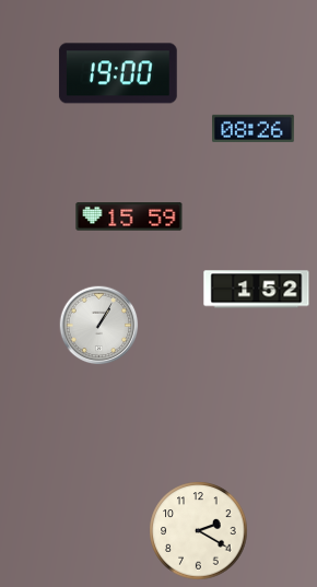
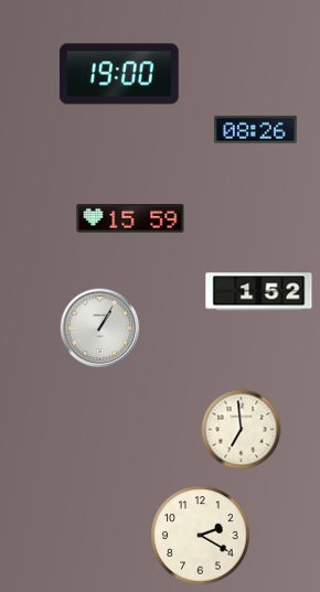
clock at (242, 430): none -> 6:59
